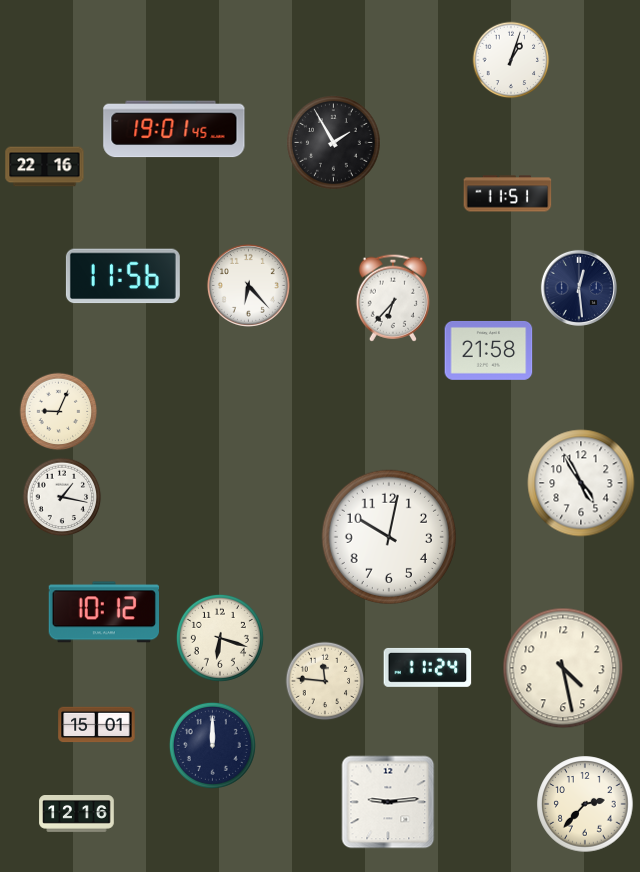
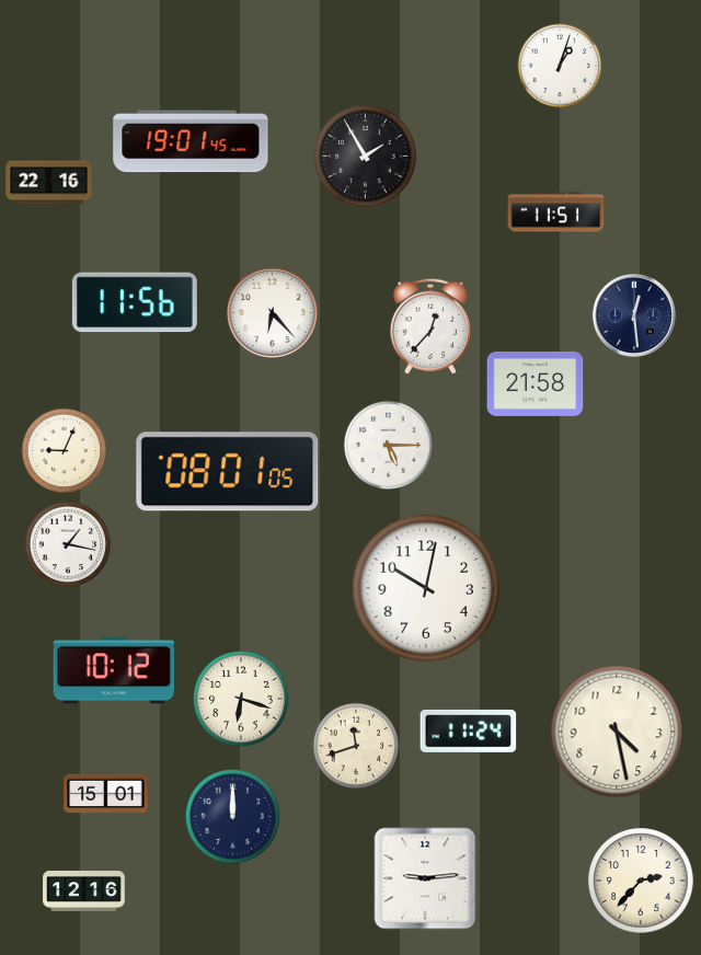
clock at (392, 298): 6:37 -> 12:37
clock at (388, 445): none -> 5:15
clock at (228, 472): none -> 08:01
clock at (581, 483): 4:55 -> none
clock at (325, 681): 11:46 -> 11:42
